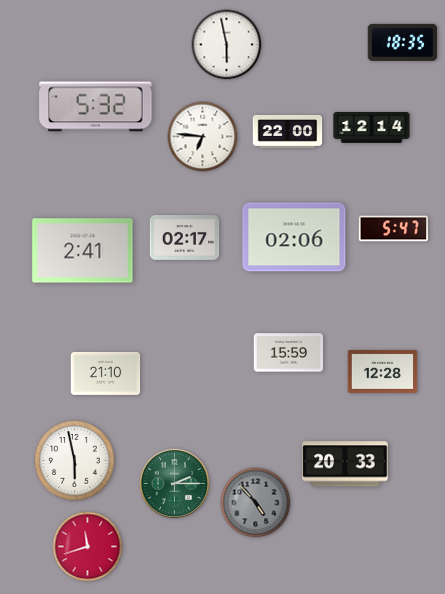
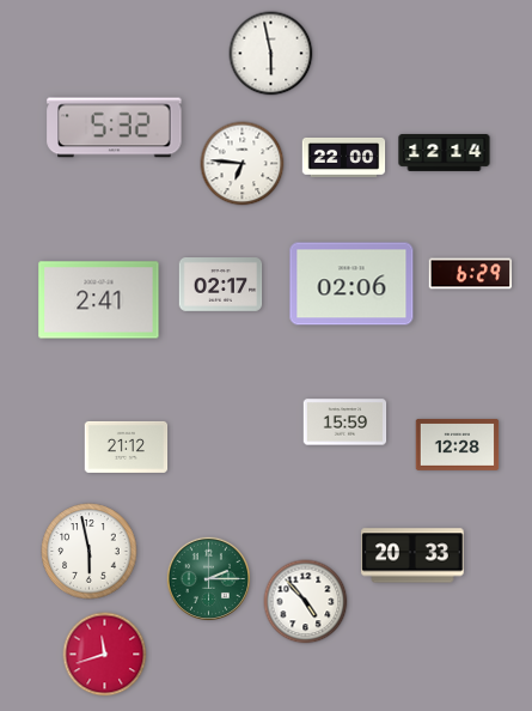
clock at (403, 42): 18:35 -> none
clock at (394, 229): 5:47 -> 6:29
clock at (106, 373): 21:10 -> 21:12
clock at (256, 503) dial: grey -> white
